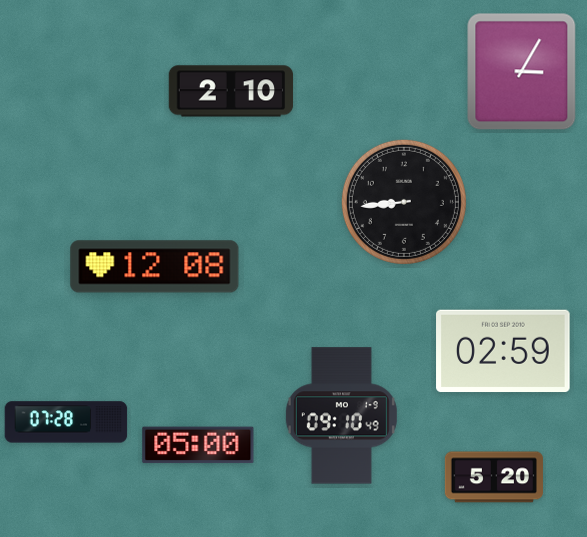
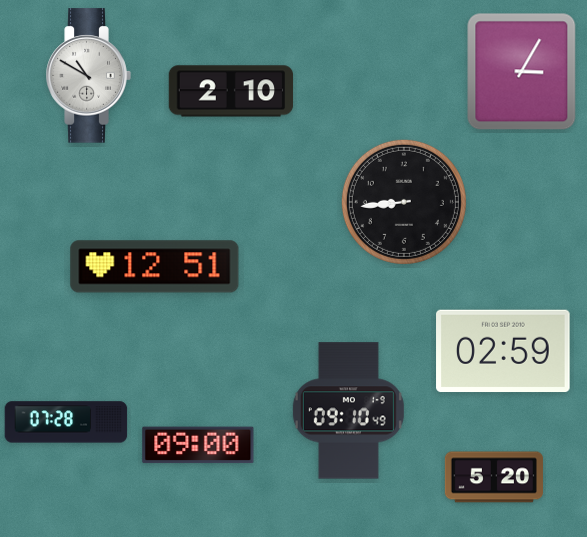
clock at (88, 76): none -> 10:50
clock at (155, 267): 12:08 -> 12:51
clock at (341, 416) position: (341, 416) -> (348, 411)
clock at (198, 445): 05:00 -> 09:00
